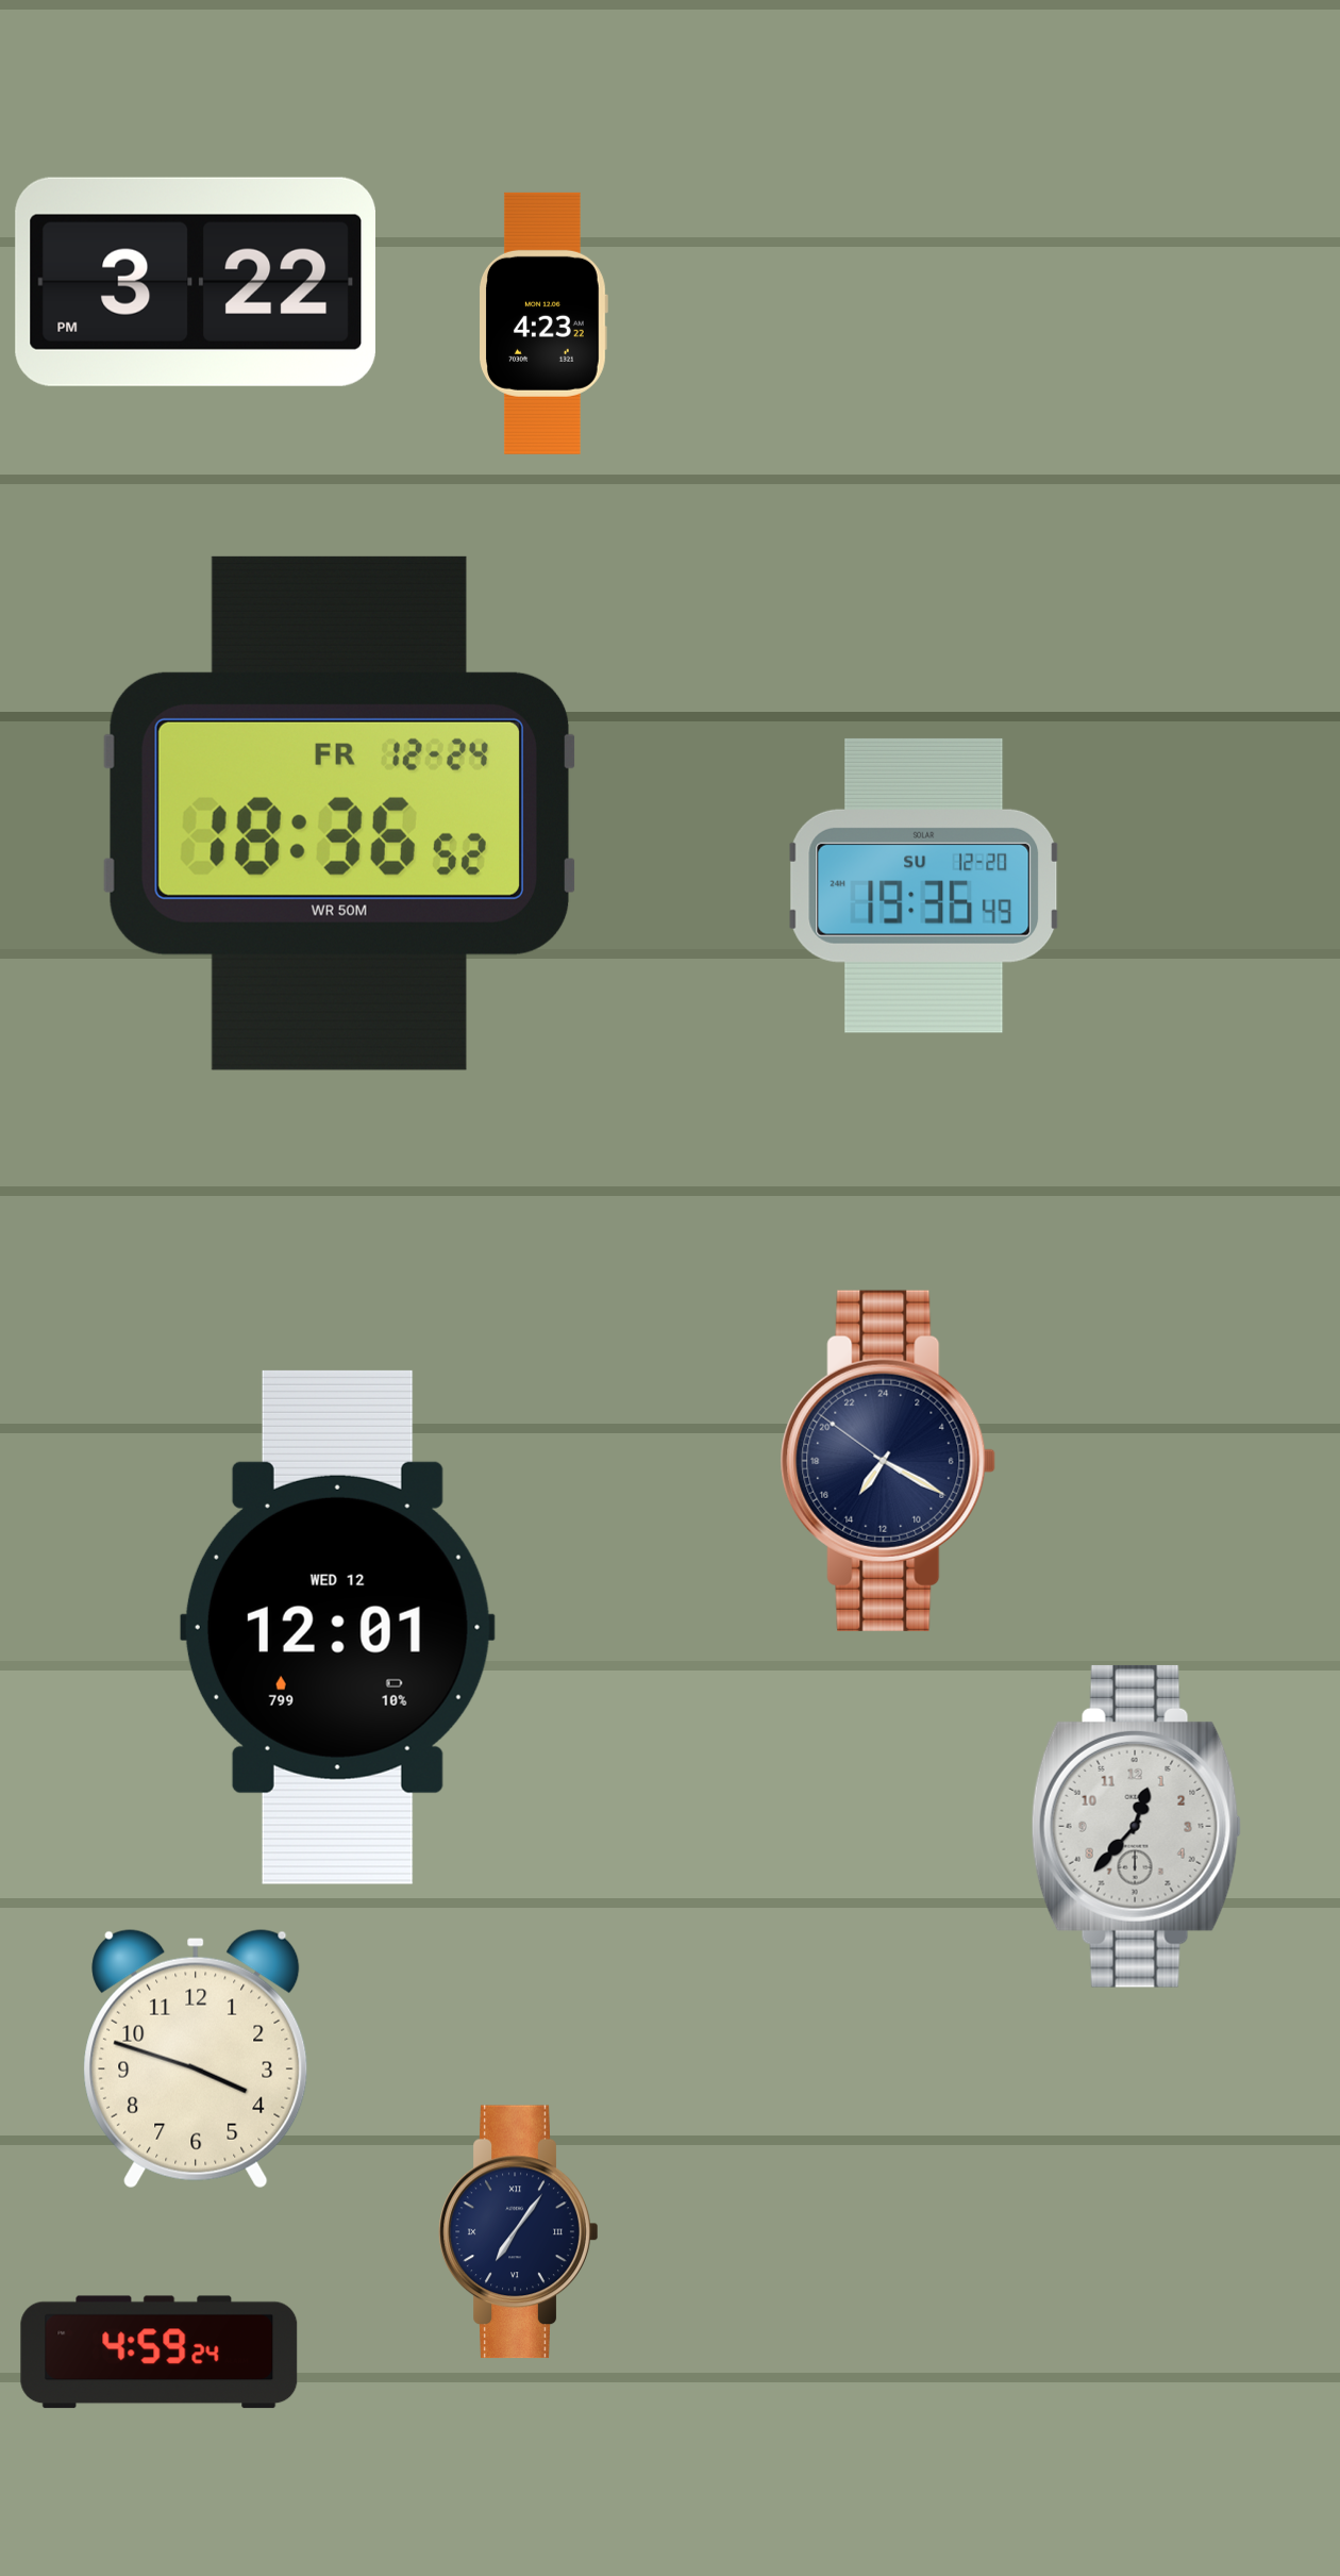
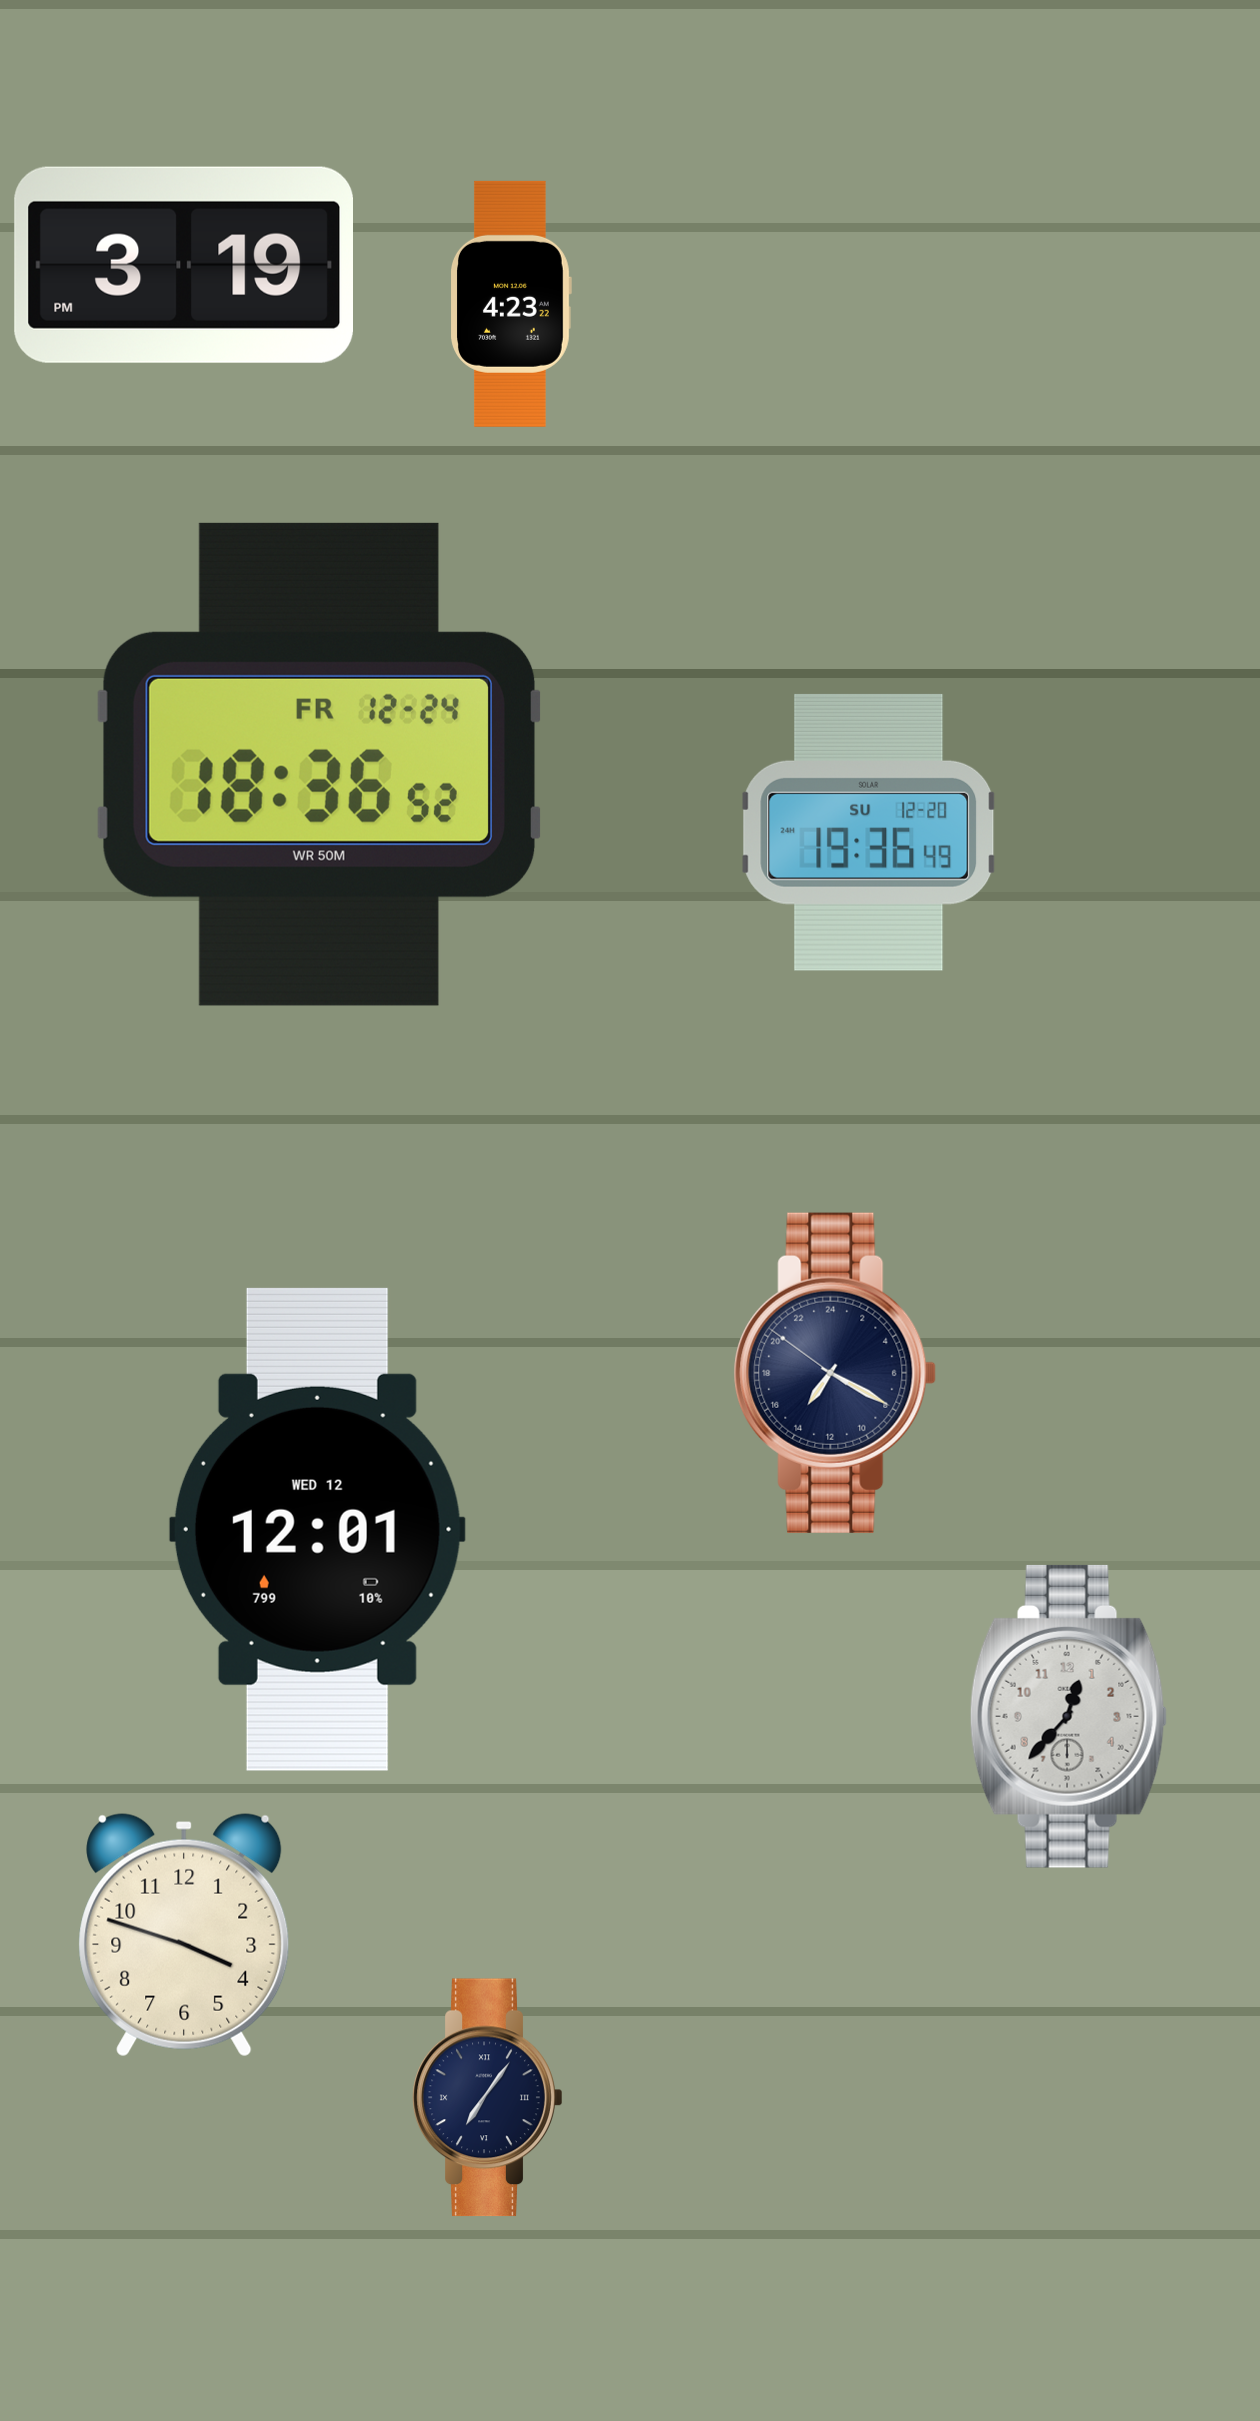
clock at (195, 282): 3:22 -> 3:19
clock at (160, 2353): 4:59 -> none
